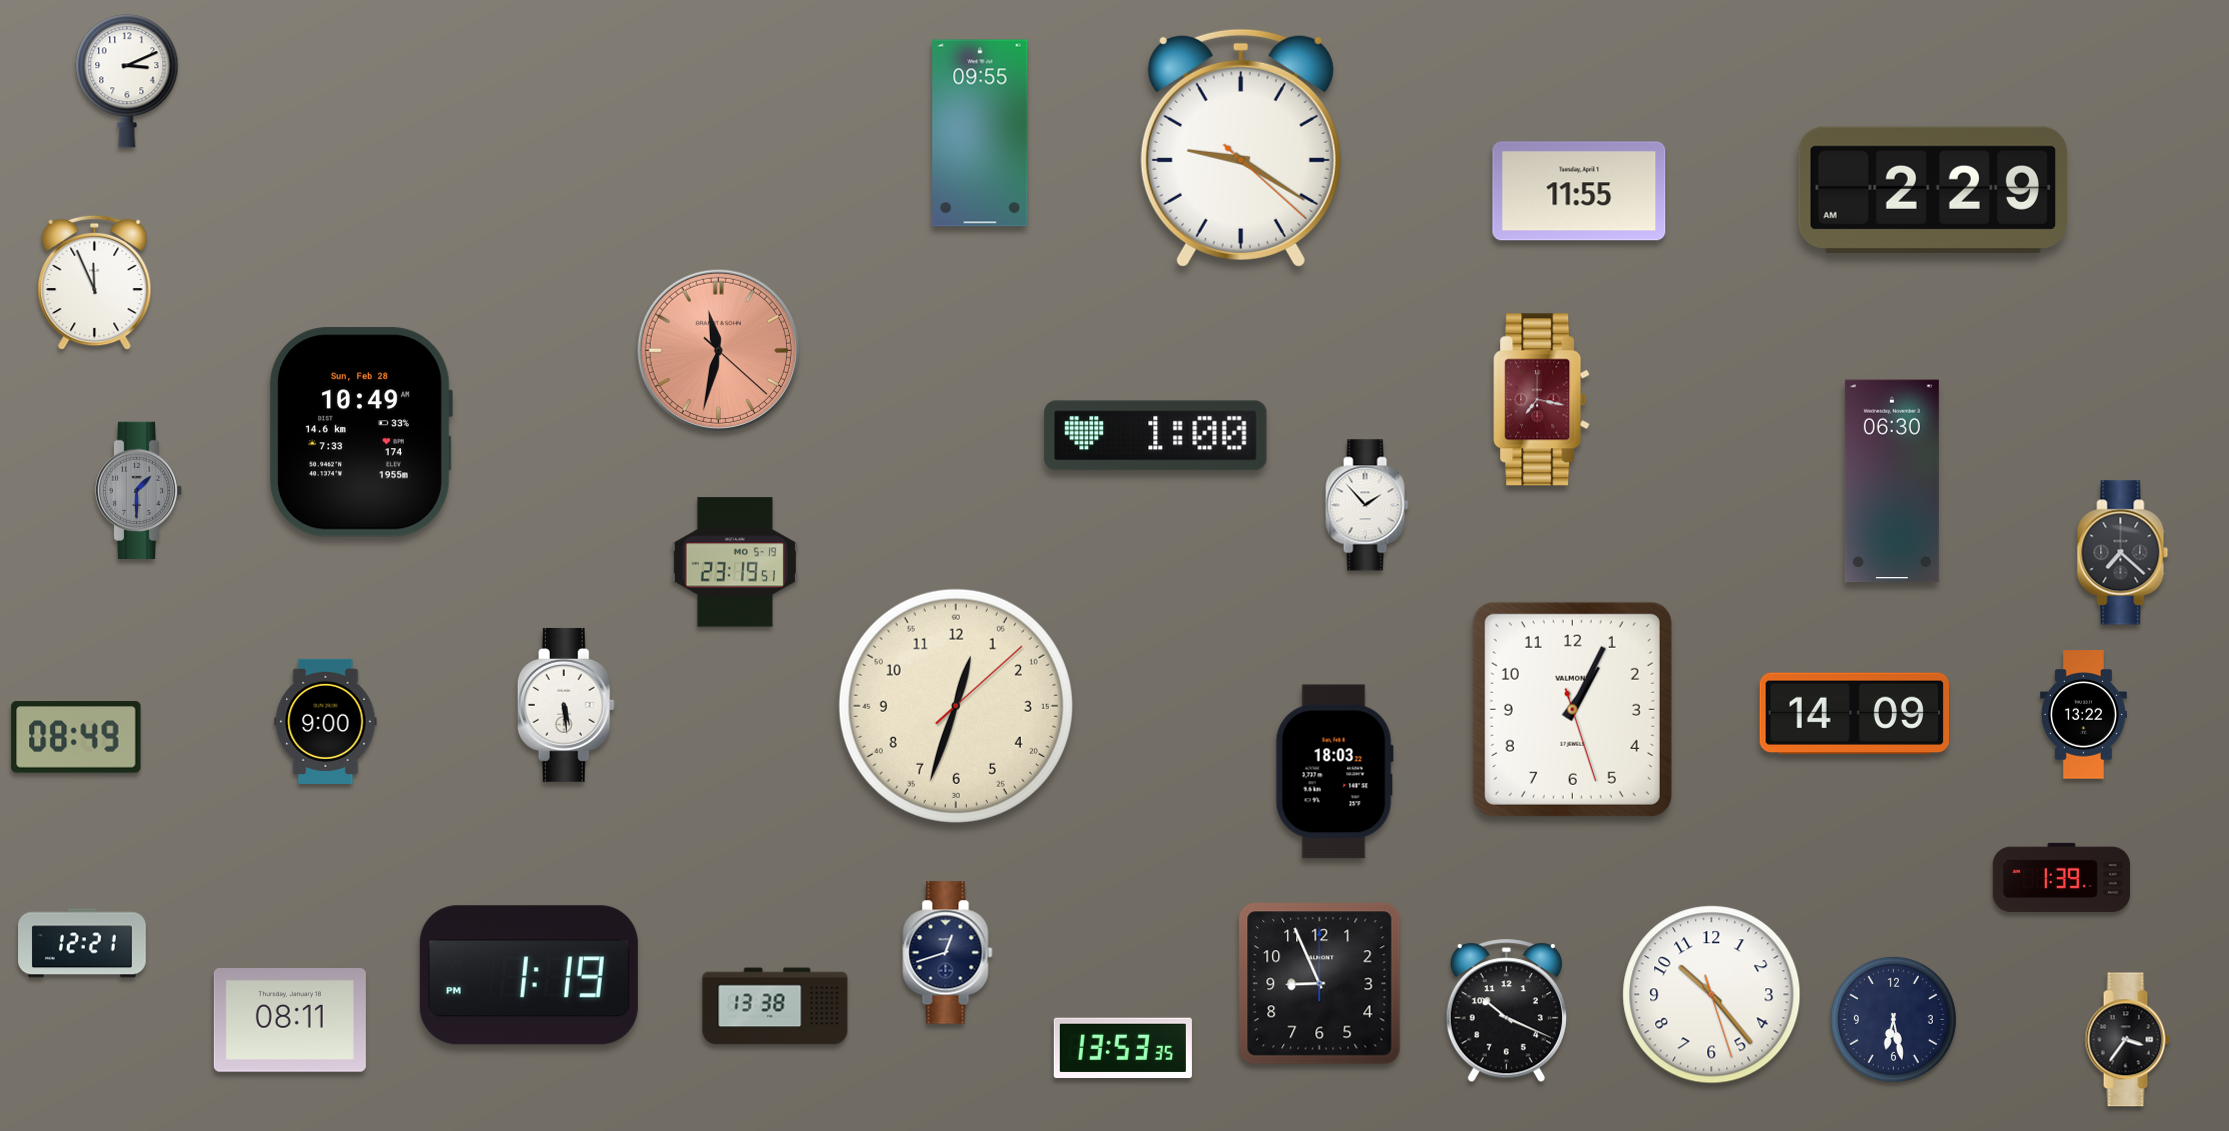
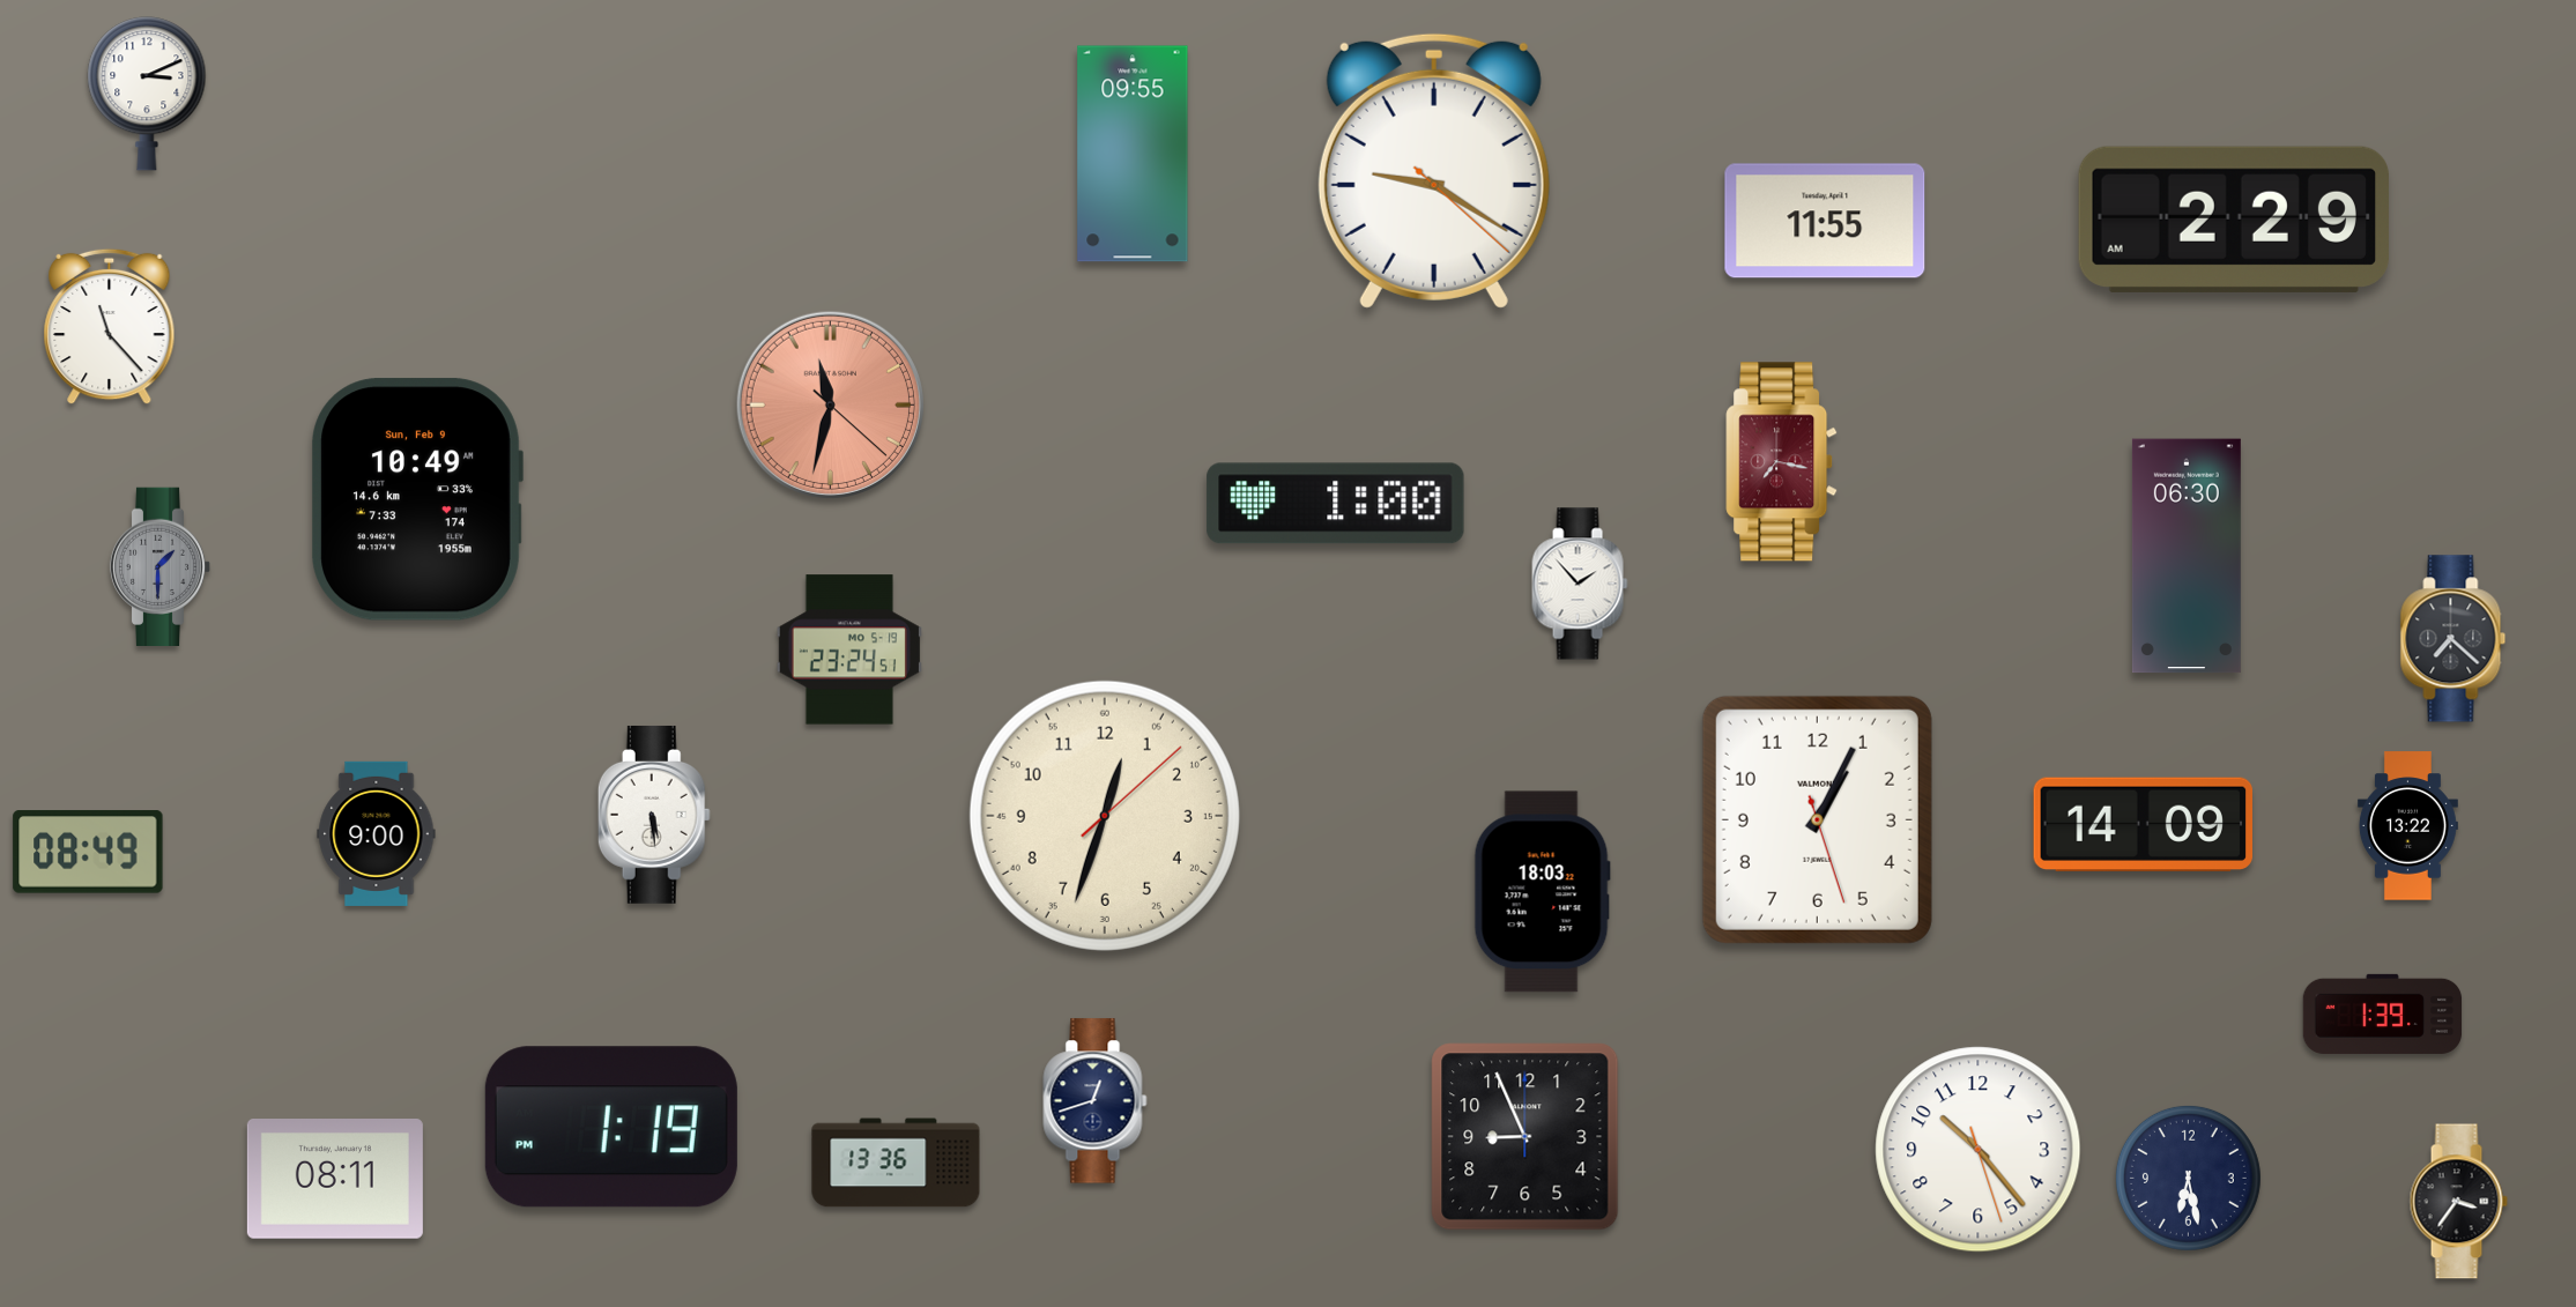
clock at (95, 283): 11:56 -> 11:23
clock at (361, 432) date: Sun, Feb 28 -> Sun, Feb 9
clock at (735, 562): 23:19 -> 23:24
clock at (82, 943): 12:21 -> none
clock at (775, 1006): 13:38 -> 13:36
clock at (1506, 1011): 10:19 -> none
clock at (1123, 1047): 13:53 -> none
